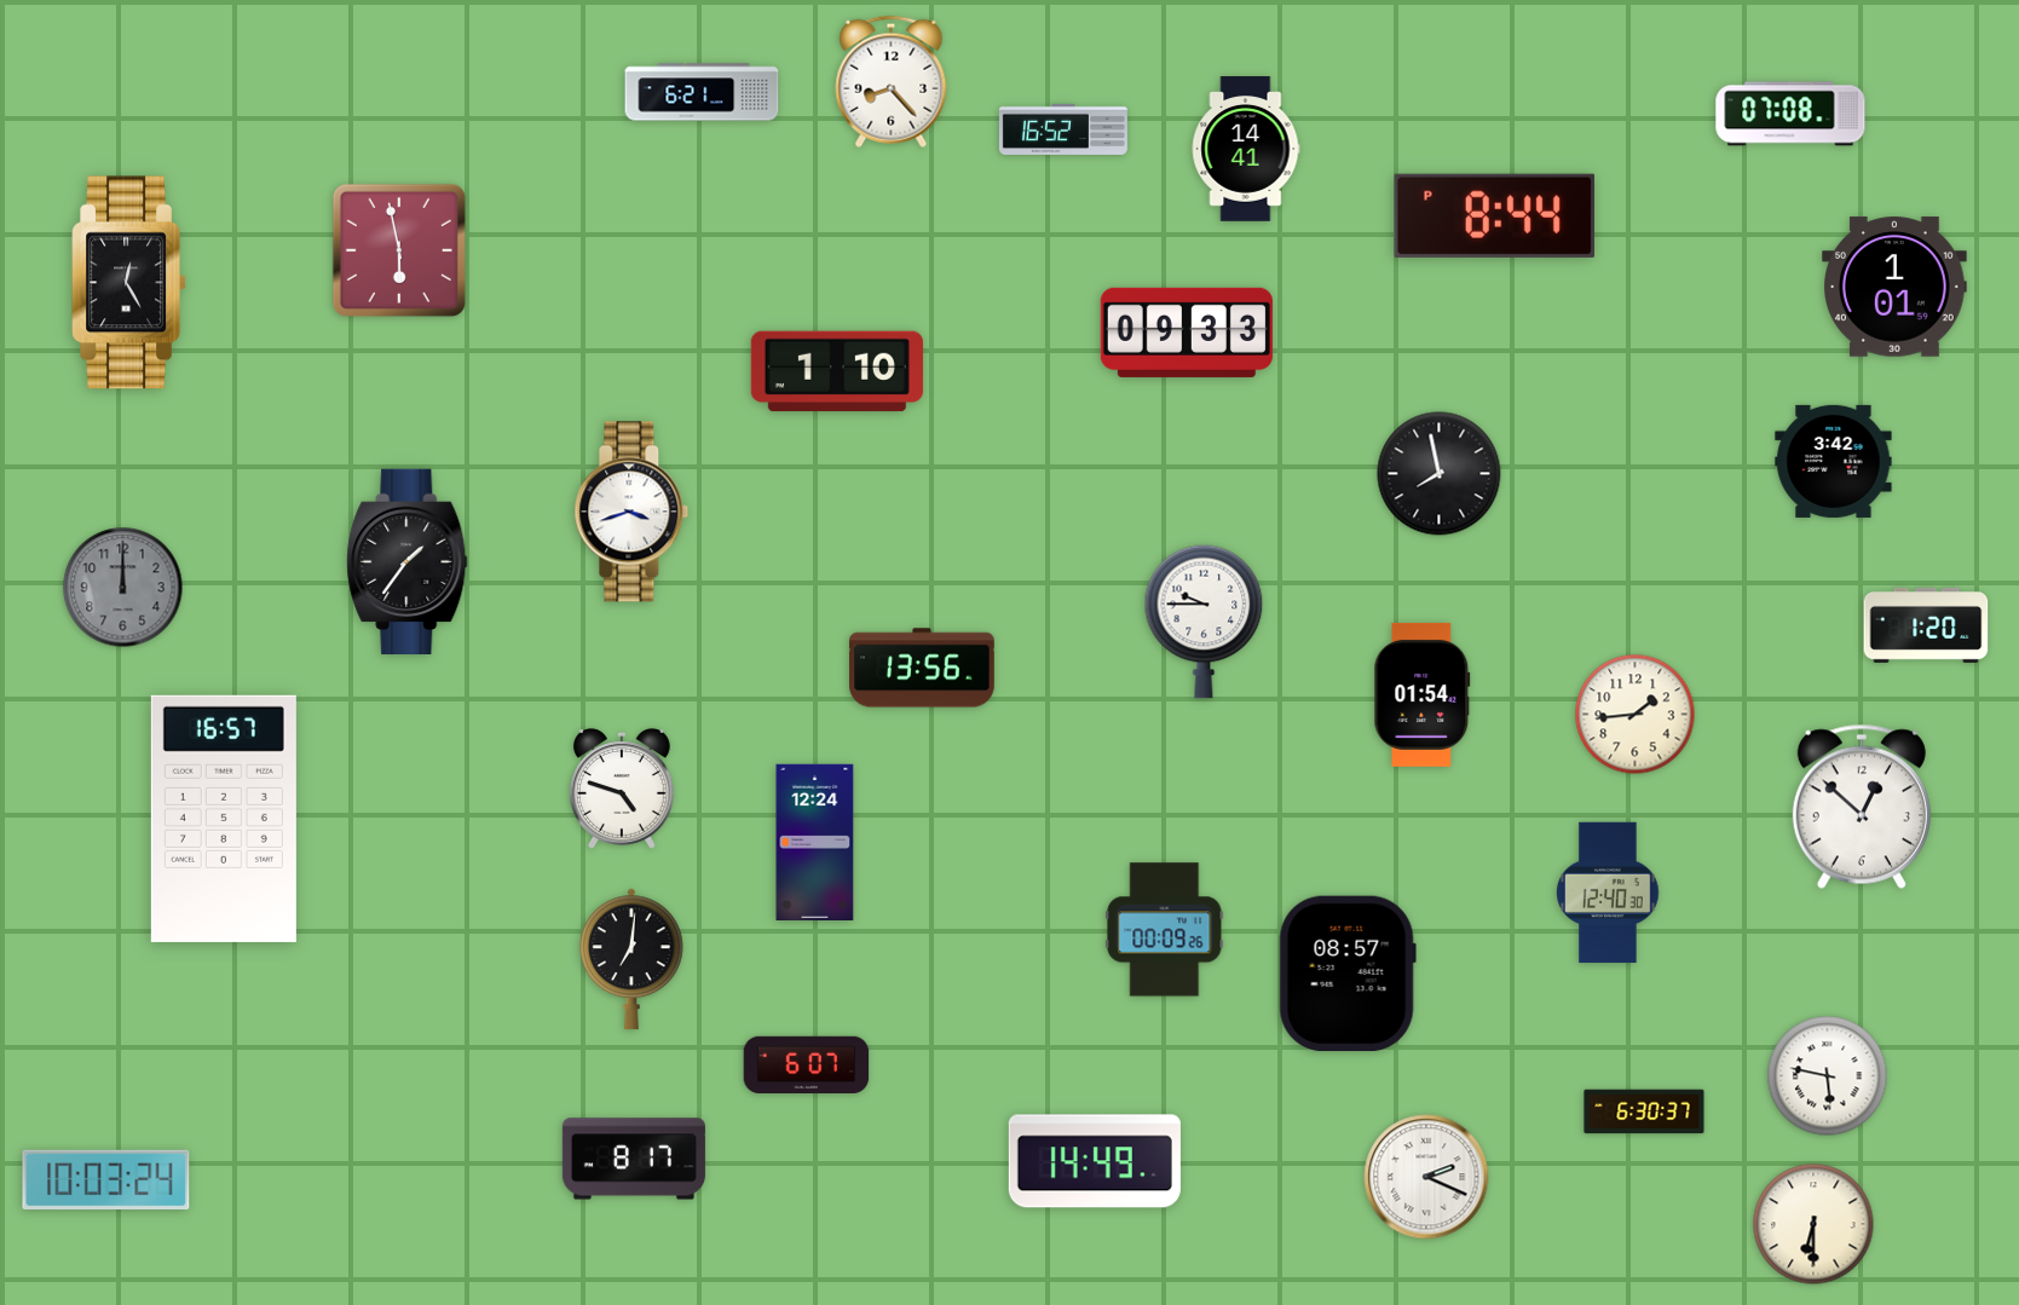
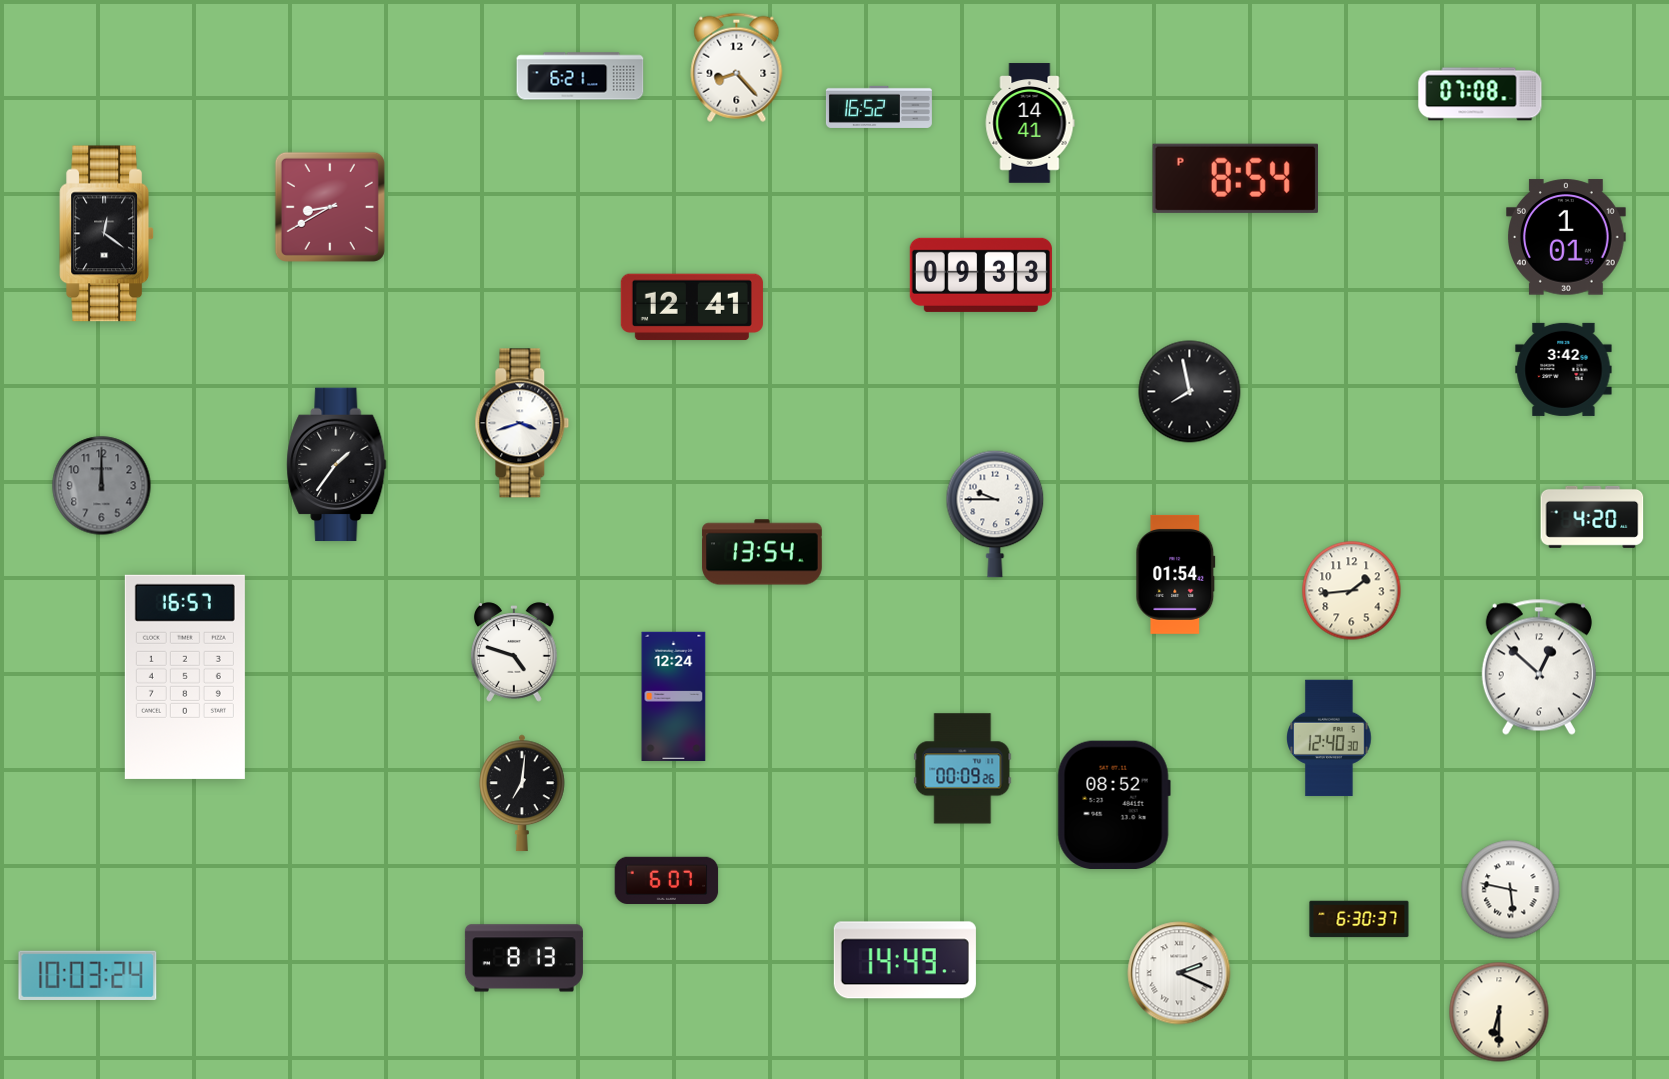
clock at (1494, 215): 8:44 -> 8:54
clock at (399, 250): 5:58 -> 8:40
clock at (129, 283): 12:25 -> 12:21
clock at (837, 371): 1:10 -> 12:41
clock at (1834, 461) position: (1834, 461) -> (1564, 369)
clock at (1926, 625): 1:20 -> 4:20
clock at (922, 668): 13:56 -> 13:54
clock at (1348, 972): 08:57 -> 08:52
clock at (634, 1159): 8:17 -> 8:13
